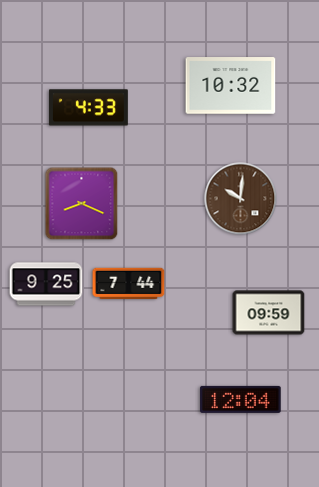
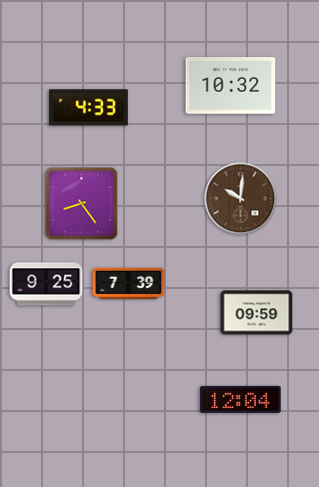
clock at (82, 204): 8:19 -> 8:24
clock at (129, 284): 7:44 -> 7:39
clock at (269, 313) position: (269, 313) -> (257, 313)
